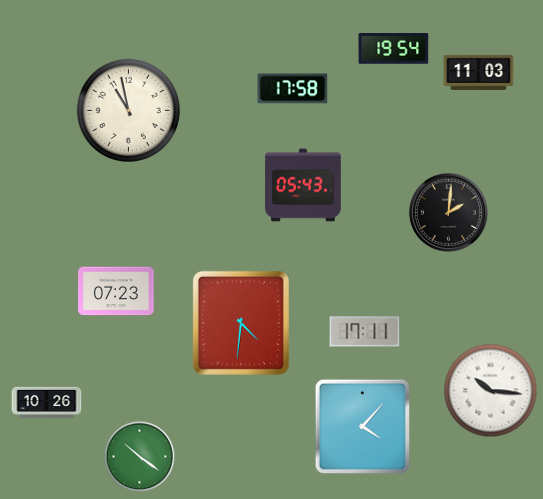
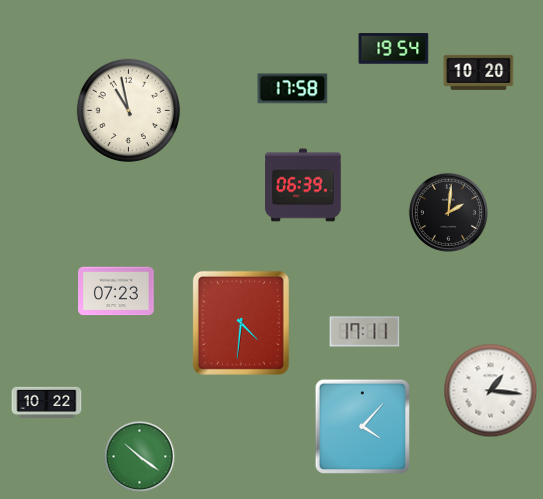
clock at (479, 72): 11:03 -> 10:20
clock at (303, 185): 05:43 -> 06:39
clock at (491, 391): 10:16 -> 1:16
clock at (47, 402): 10:26 -> 10:22
